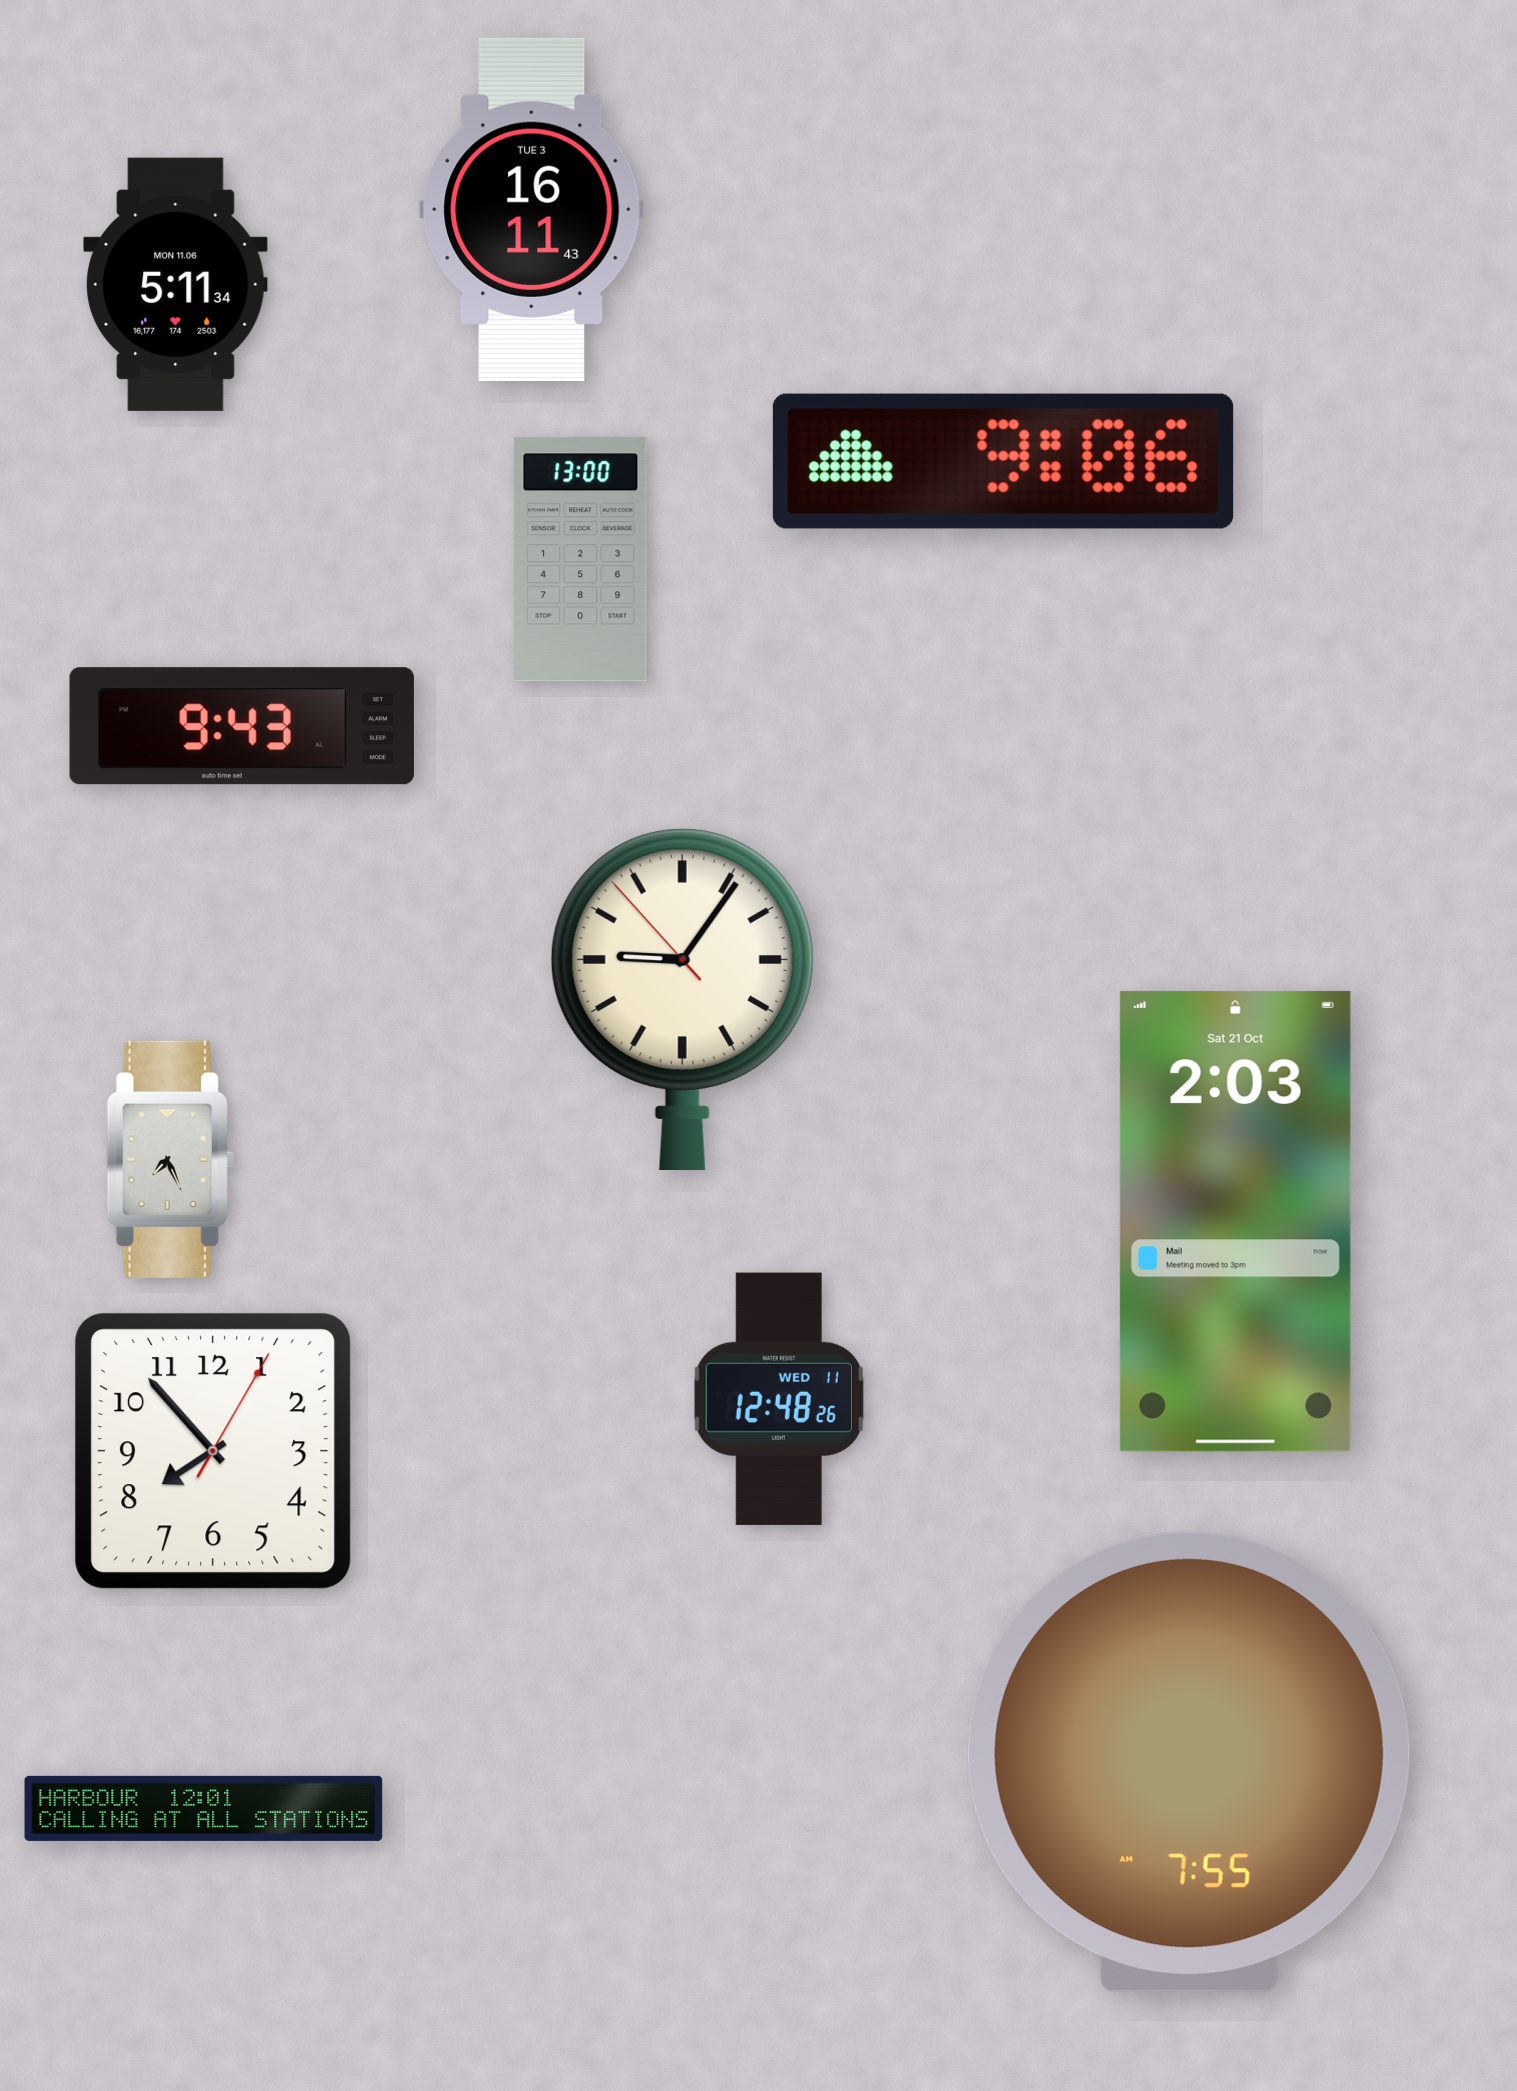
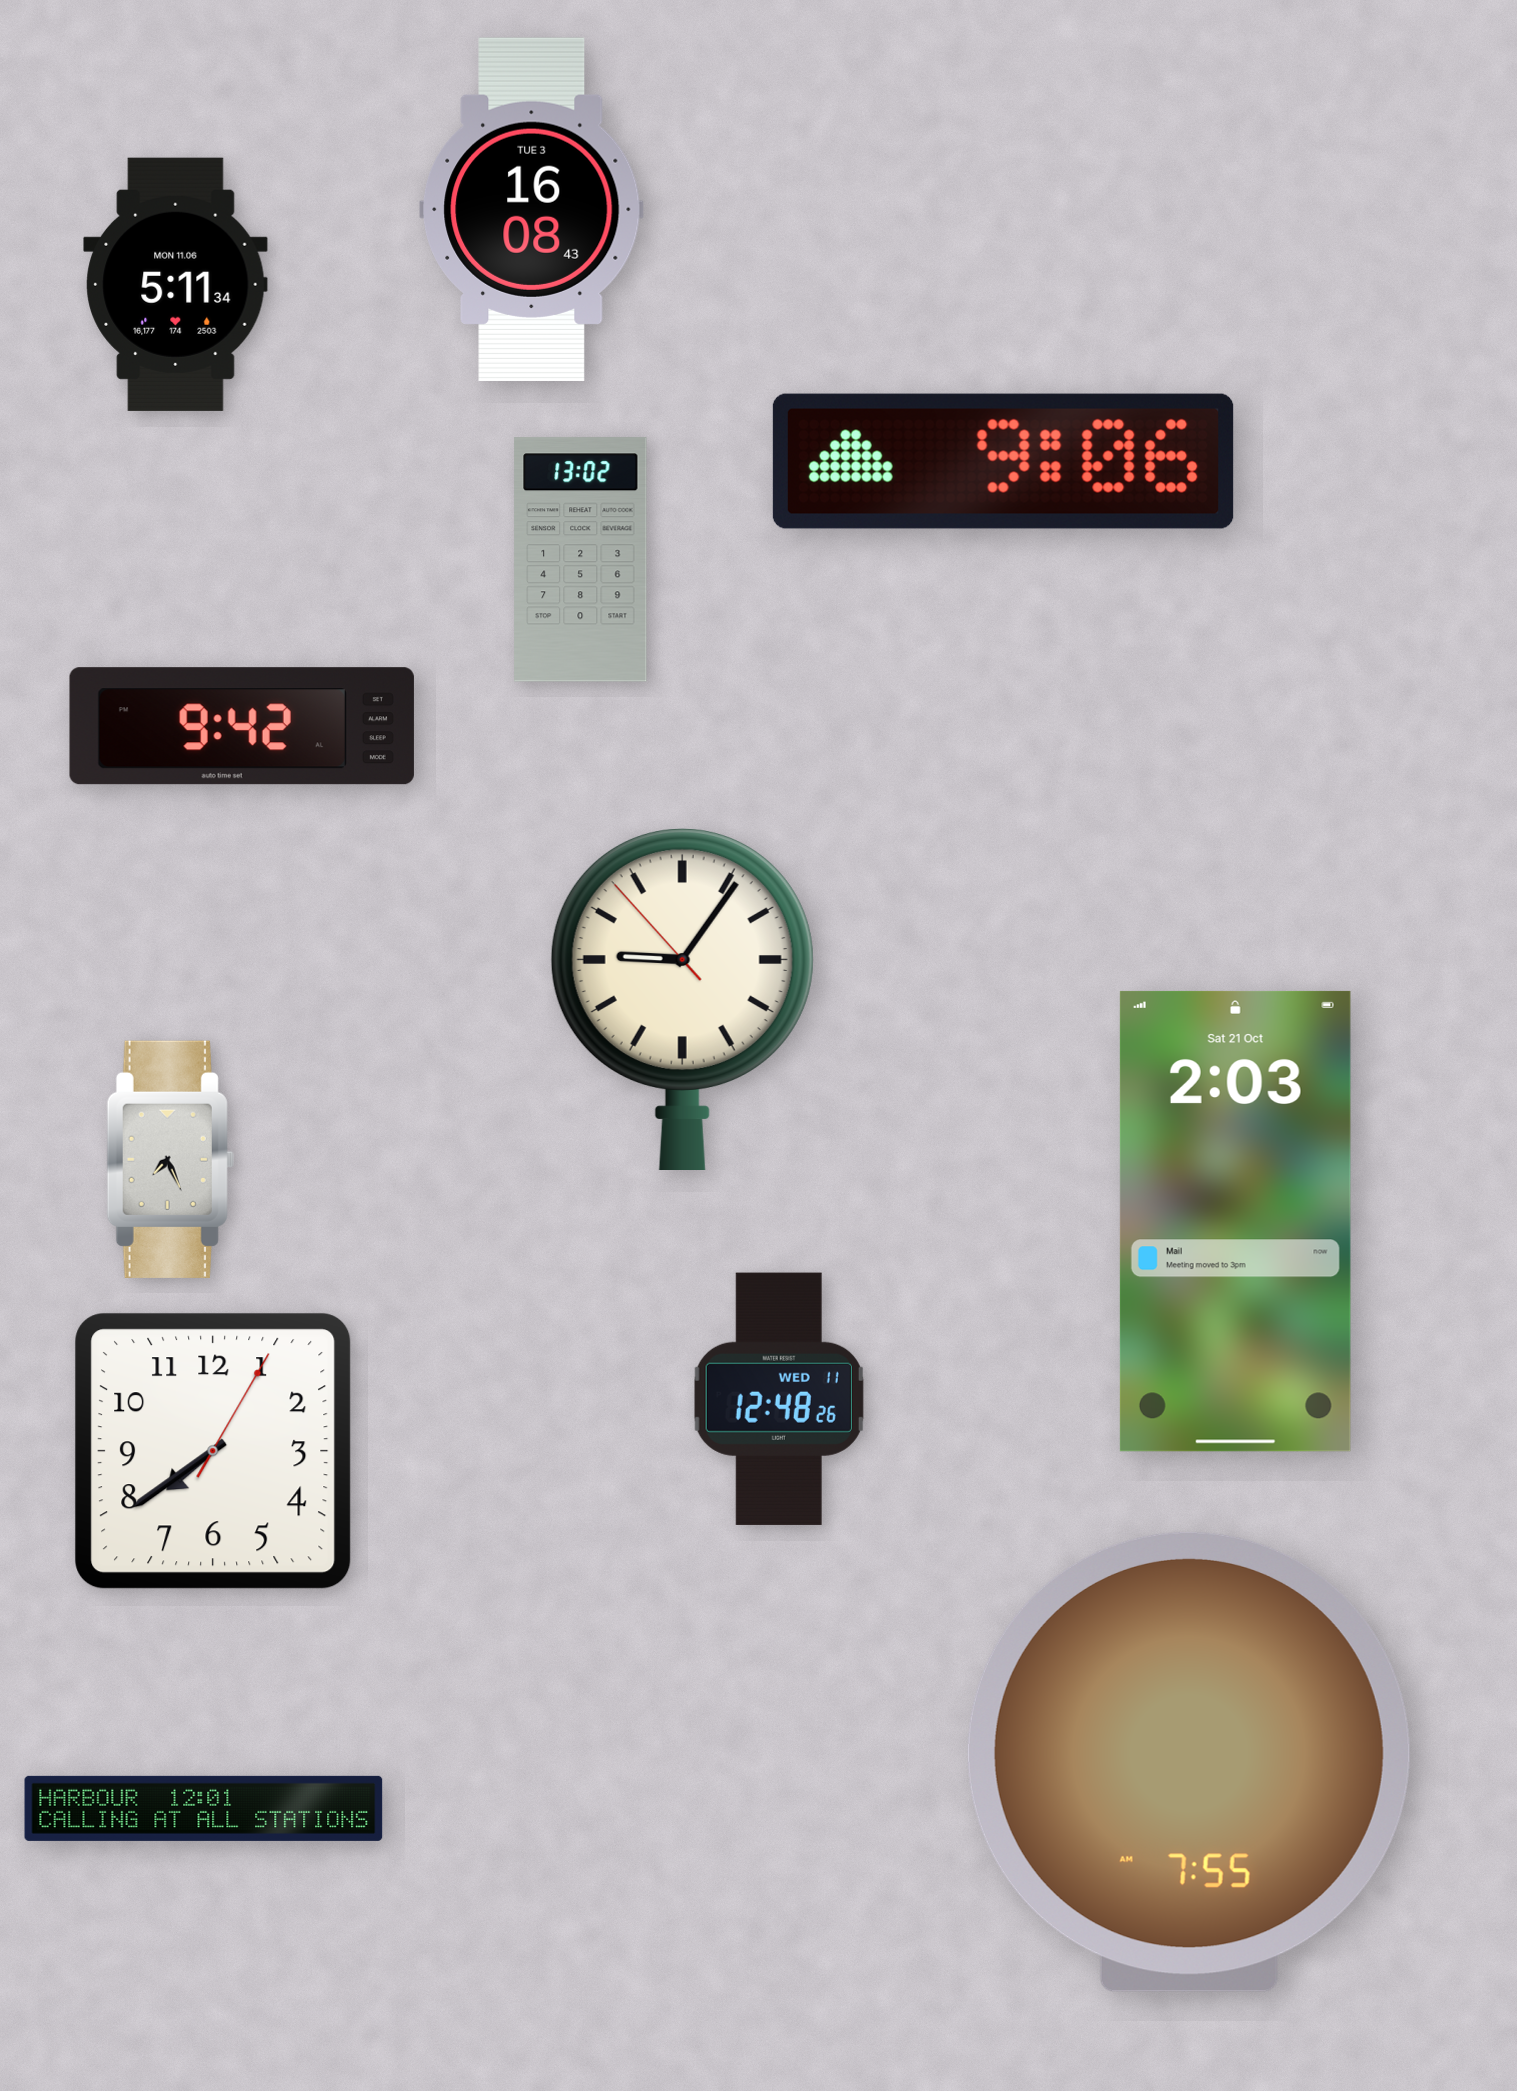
clock at (532, 209): 16:11 -> 16:08
clock at (581, 560): 13:00 -> 13:02
clock at (242, 726): 9:43 -> 9:42
clock at (213, 1451): 7:53 -> 7:39
